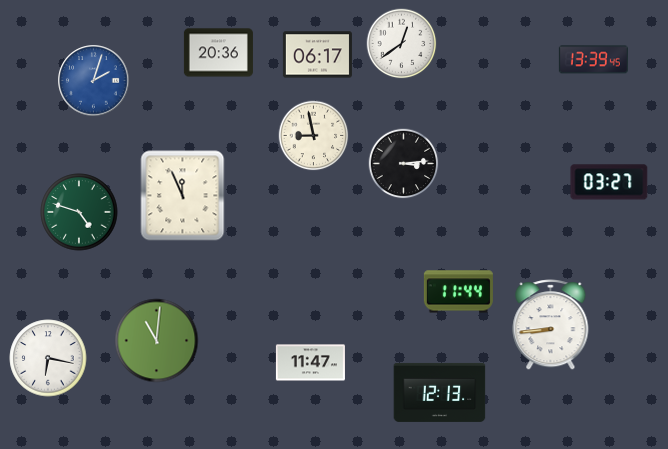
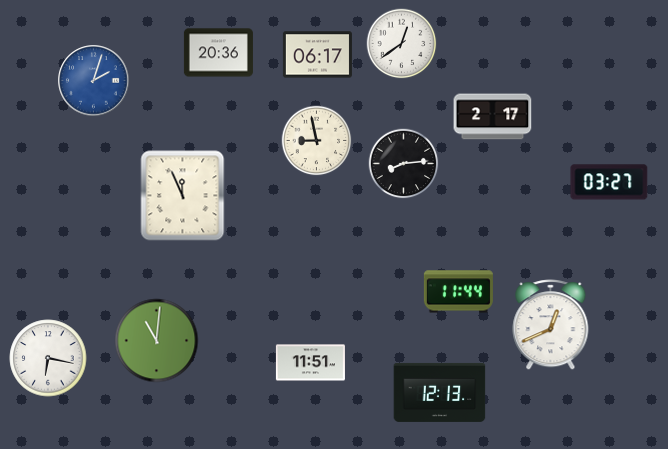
clock at (593, 60): 13:39 -> none
clock at (493, 117): none -> 2:17
clock at (314, 136) position: (314, 136) -> (317, 141)
clock at (404, 164): 3:14 -> 8:14
clock at (79, 212): 4:48 -> none
clock at (551, 325): 8:44 -> 12:41
clock at (310, 363): 11:47 -> 11:51
